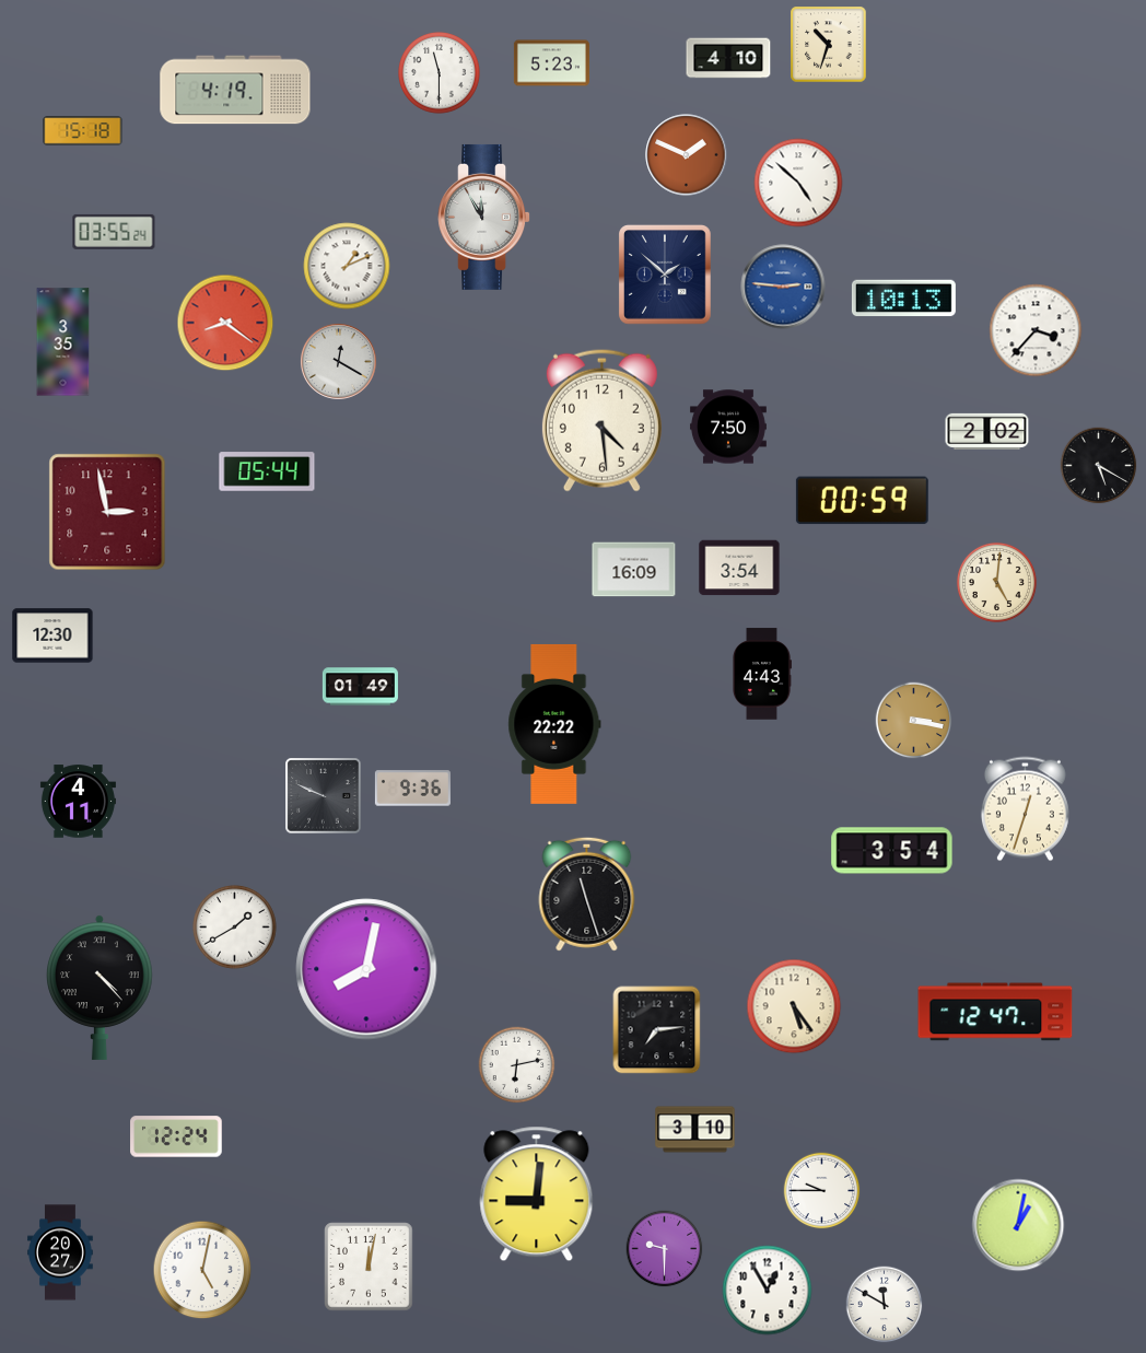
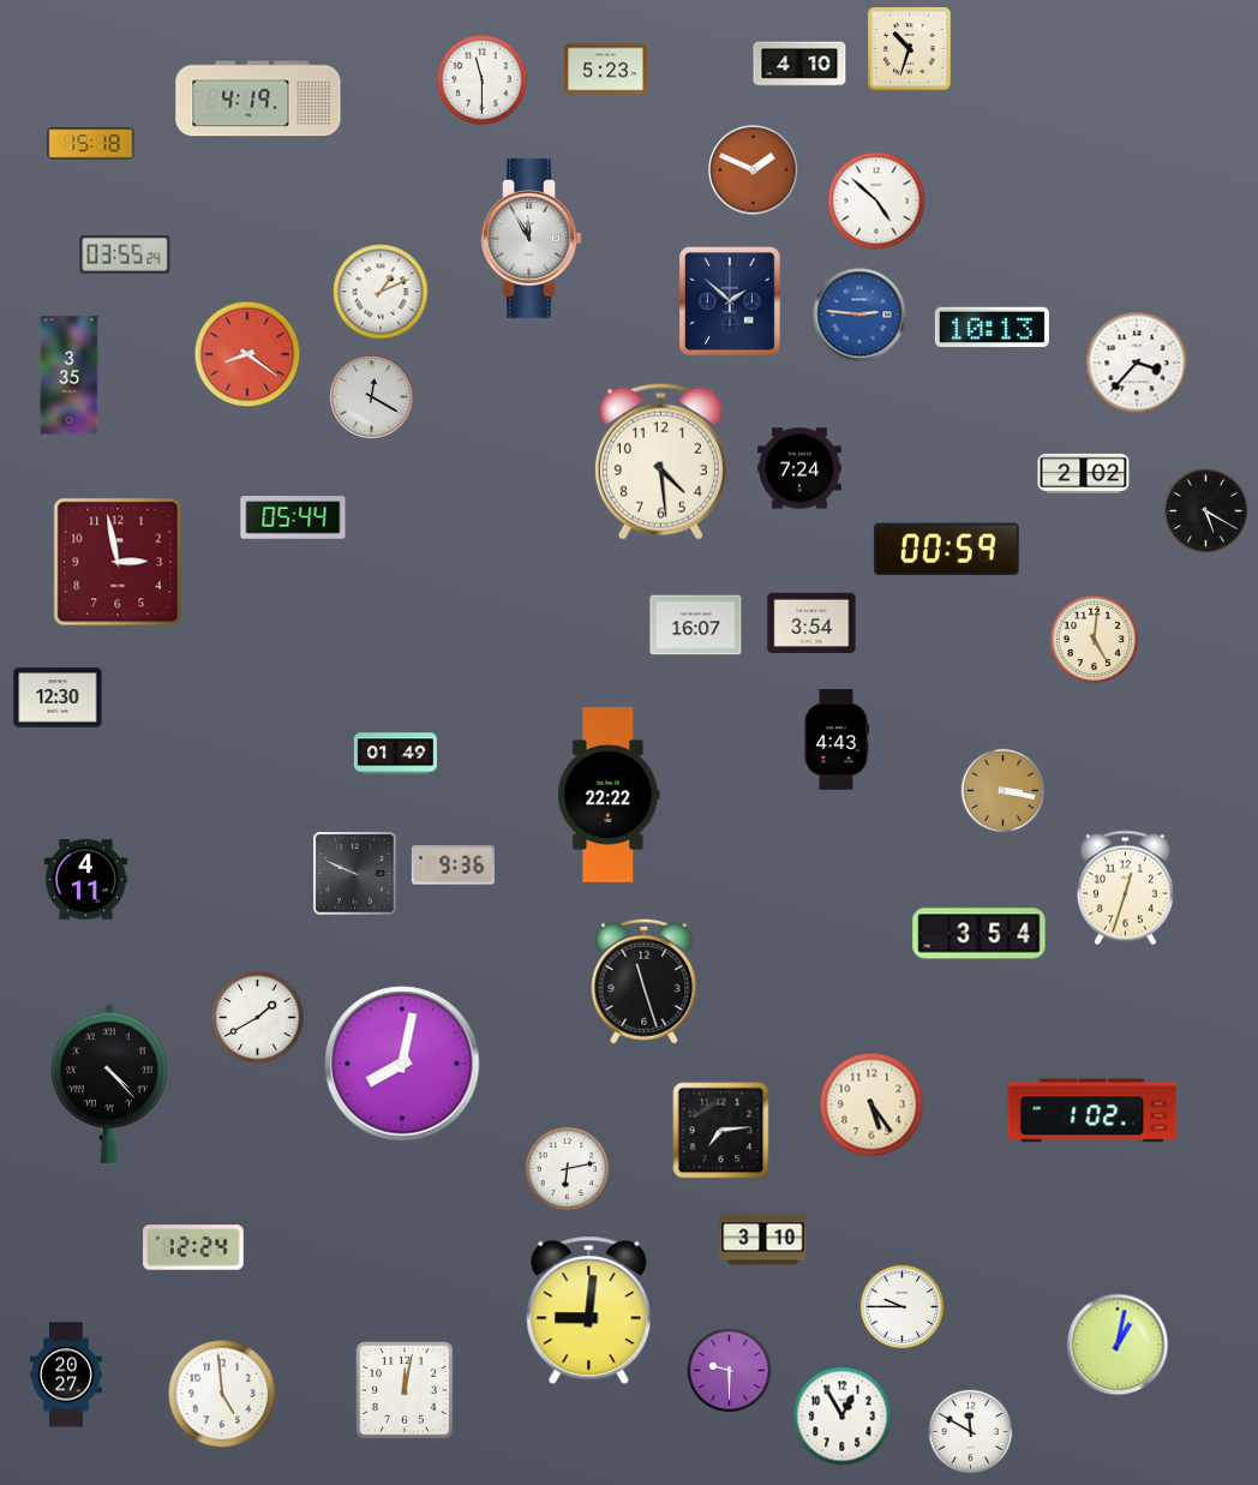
clock at (728, 427): 7:50 -> 7:24
clock at (634, 570): 16:09 -> 16:07
clock at (995, 1012): 12:47 -> 1:02
clock at (202, 1270): 5:02 -> 4:59
